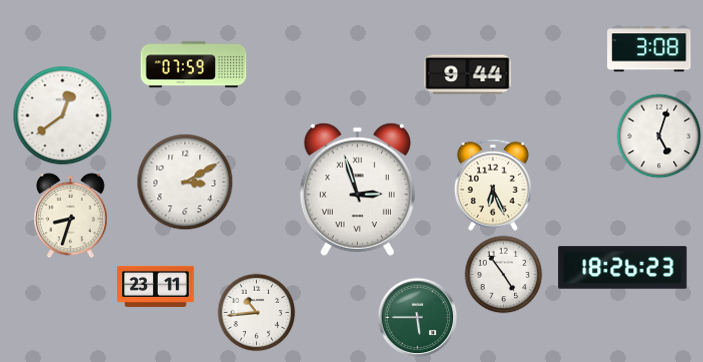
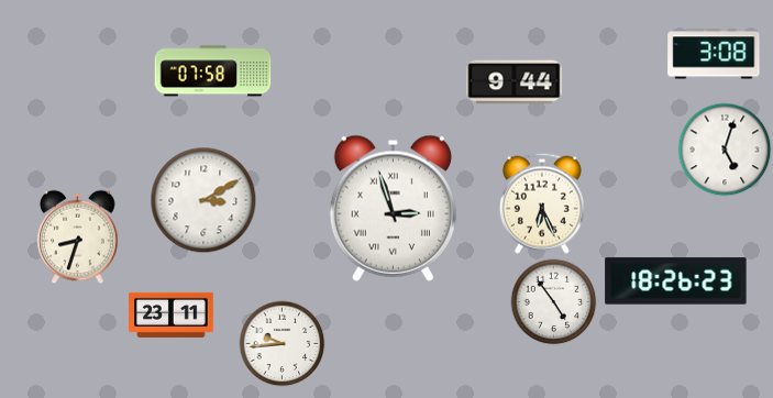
clock at (194, 65): 07:59 -> 07:58
clock at (63, 116): 12:39 -> none
clock at (623, 268) position: (623, 268) -> (676, 281)
clock at (256, 312): 10:44 -> 9:44
clock at (417, 317): 5:45 -> none
